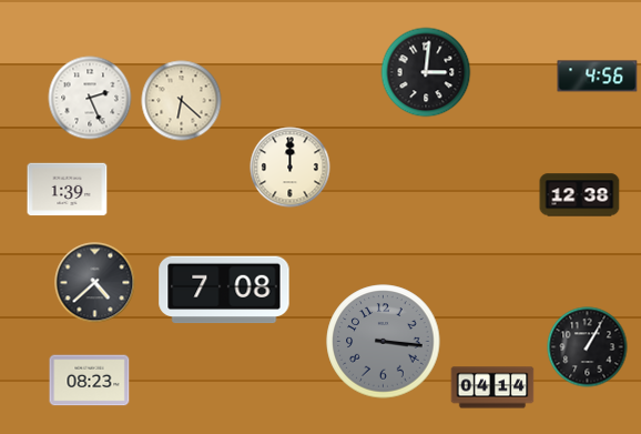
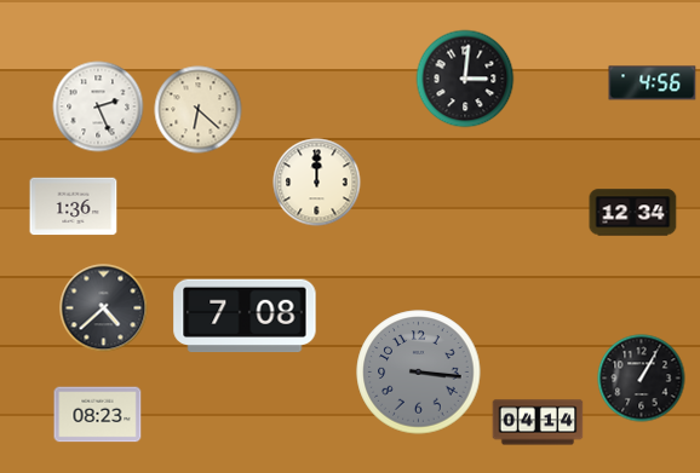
clock at (68, 190): 1:39 -> 1:36
clock at (580, 195): 12:38 -> 12:34
